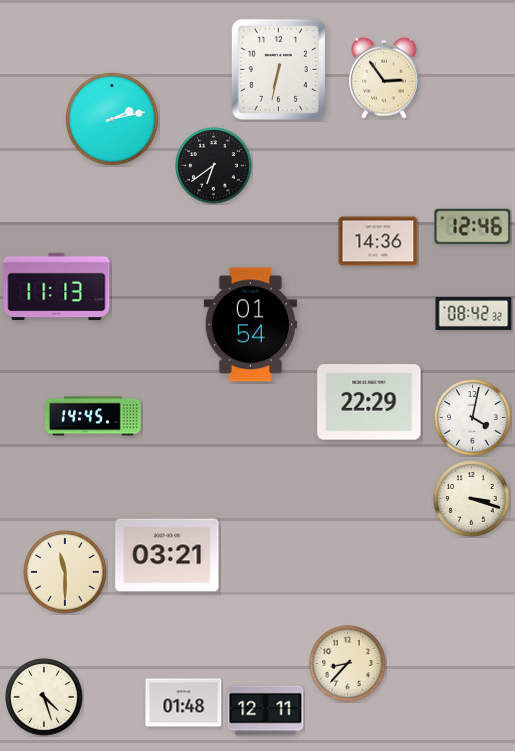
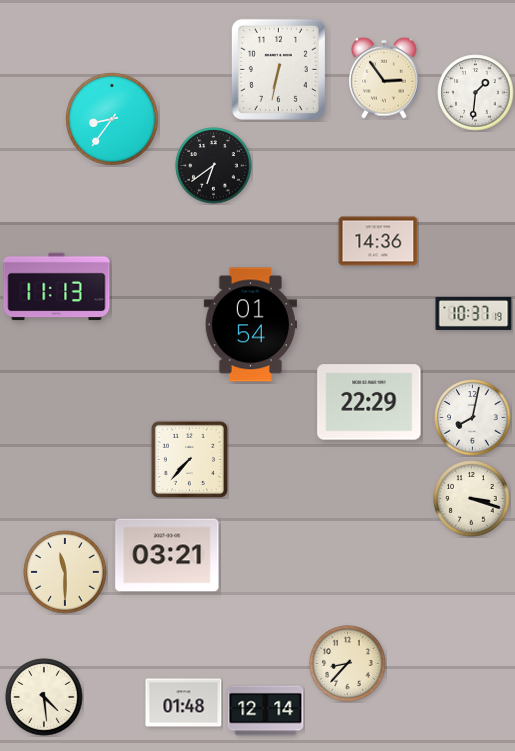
clock at (476, 93): none -> 1:31
clock at (112, 119): 2:13 -> 8:36
clock at (473, 226): 12:46 -> none
clock at (474, 313): 08:42 -> 10:37
clock at (93, 416): 14:45 -> none
clock at (473, 418): 4:02 -> 8:02
clock at (189, 459): none -> 7:37
clock at (44, 697): 4:27 -> 4:29
clock at (266, 711): 12:11 -> 12:14
